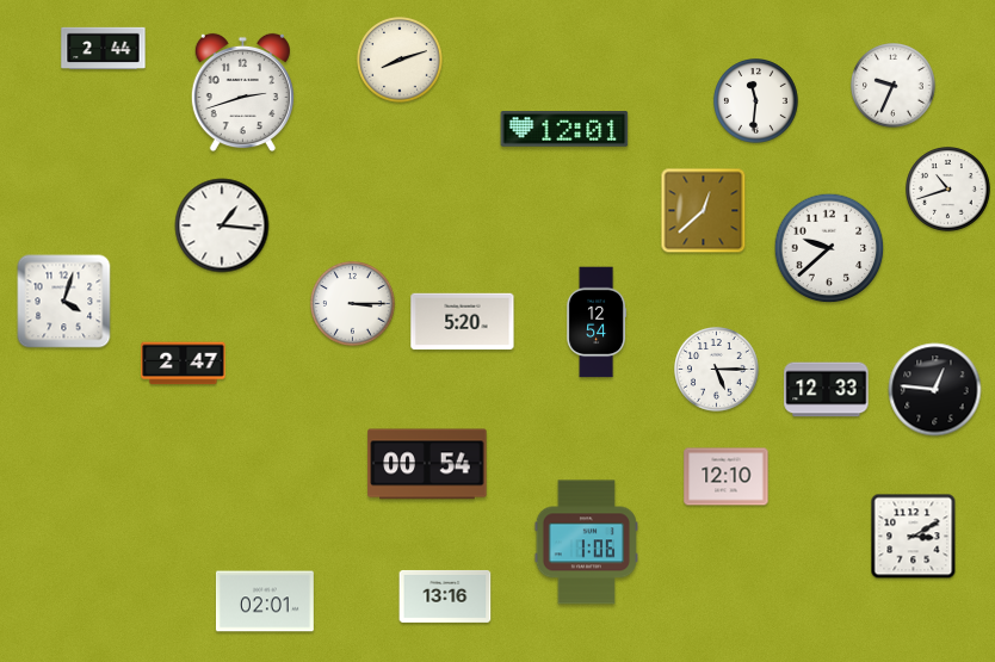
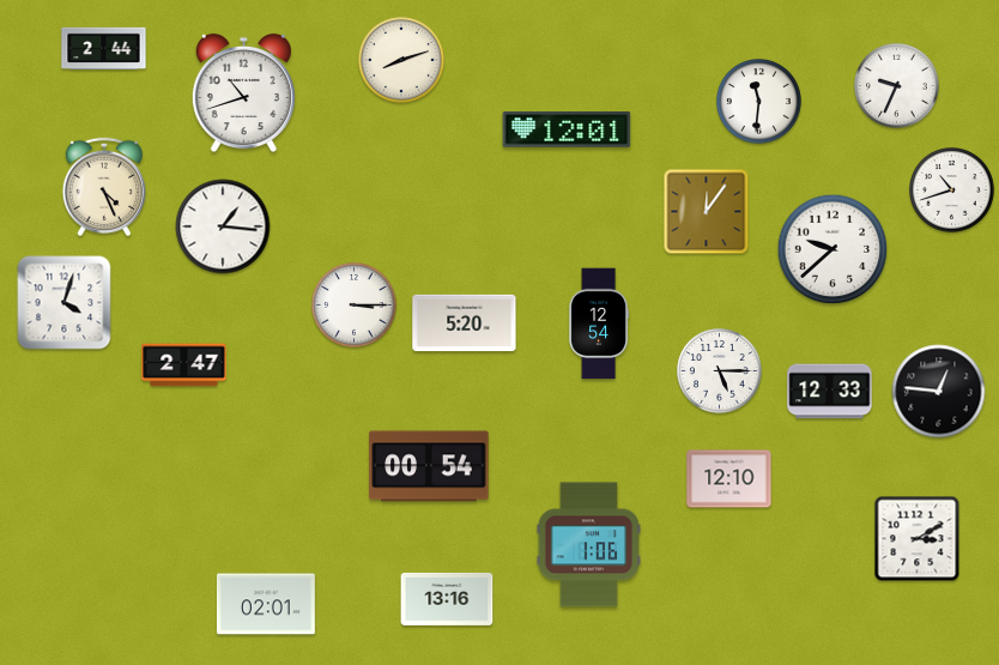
clock at (242, 93): 2:42 -> 10:42
clock at (103, 186): none -> 4:26
clock at (704, 211): 12:38 -> 12:06
